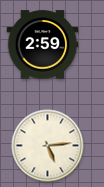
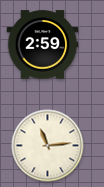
clock at (48, 146): 5:14 -> 11:14
